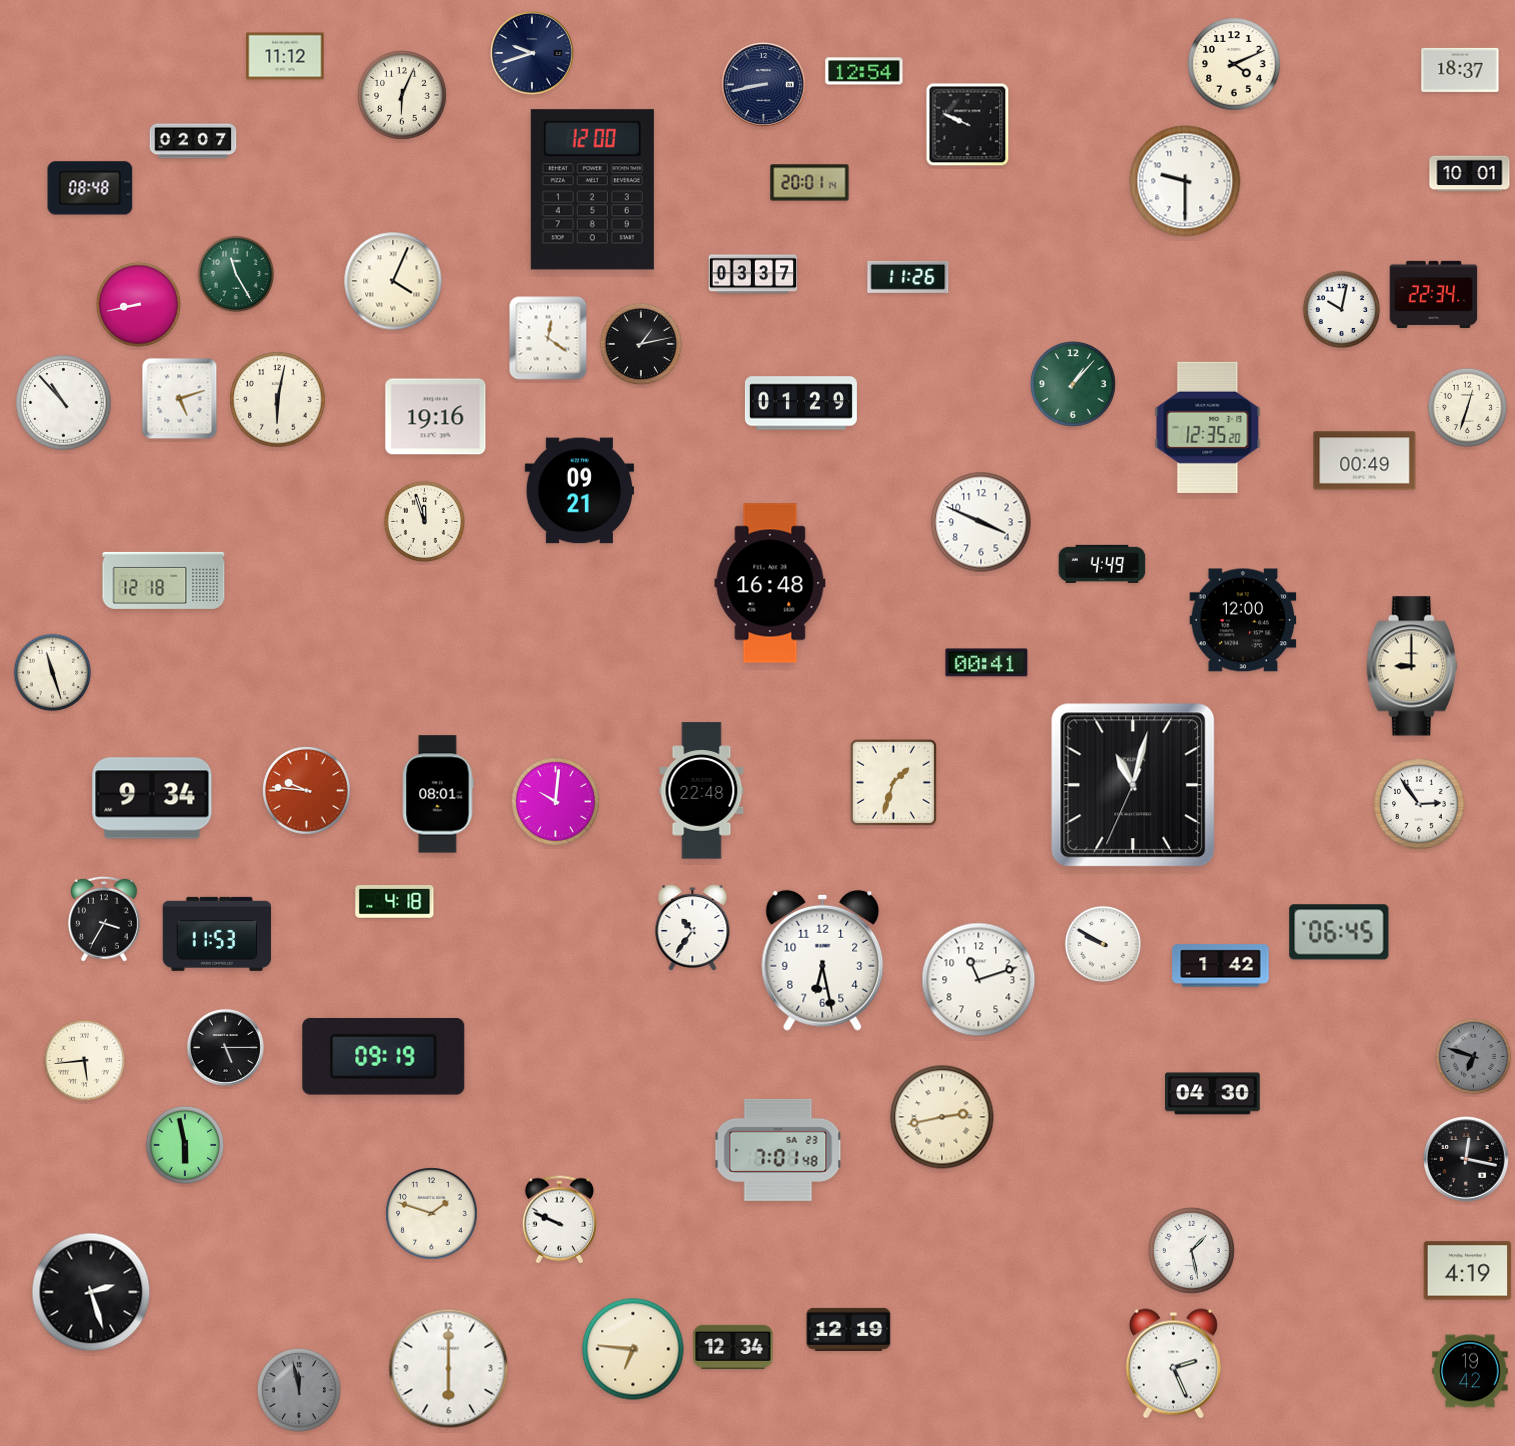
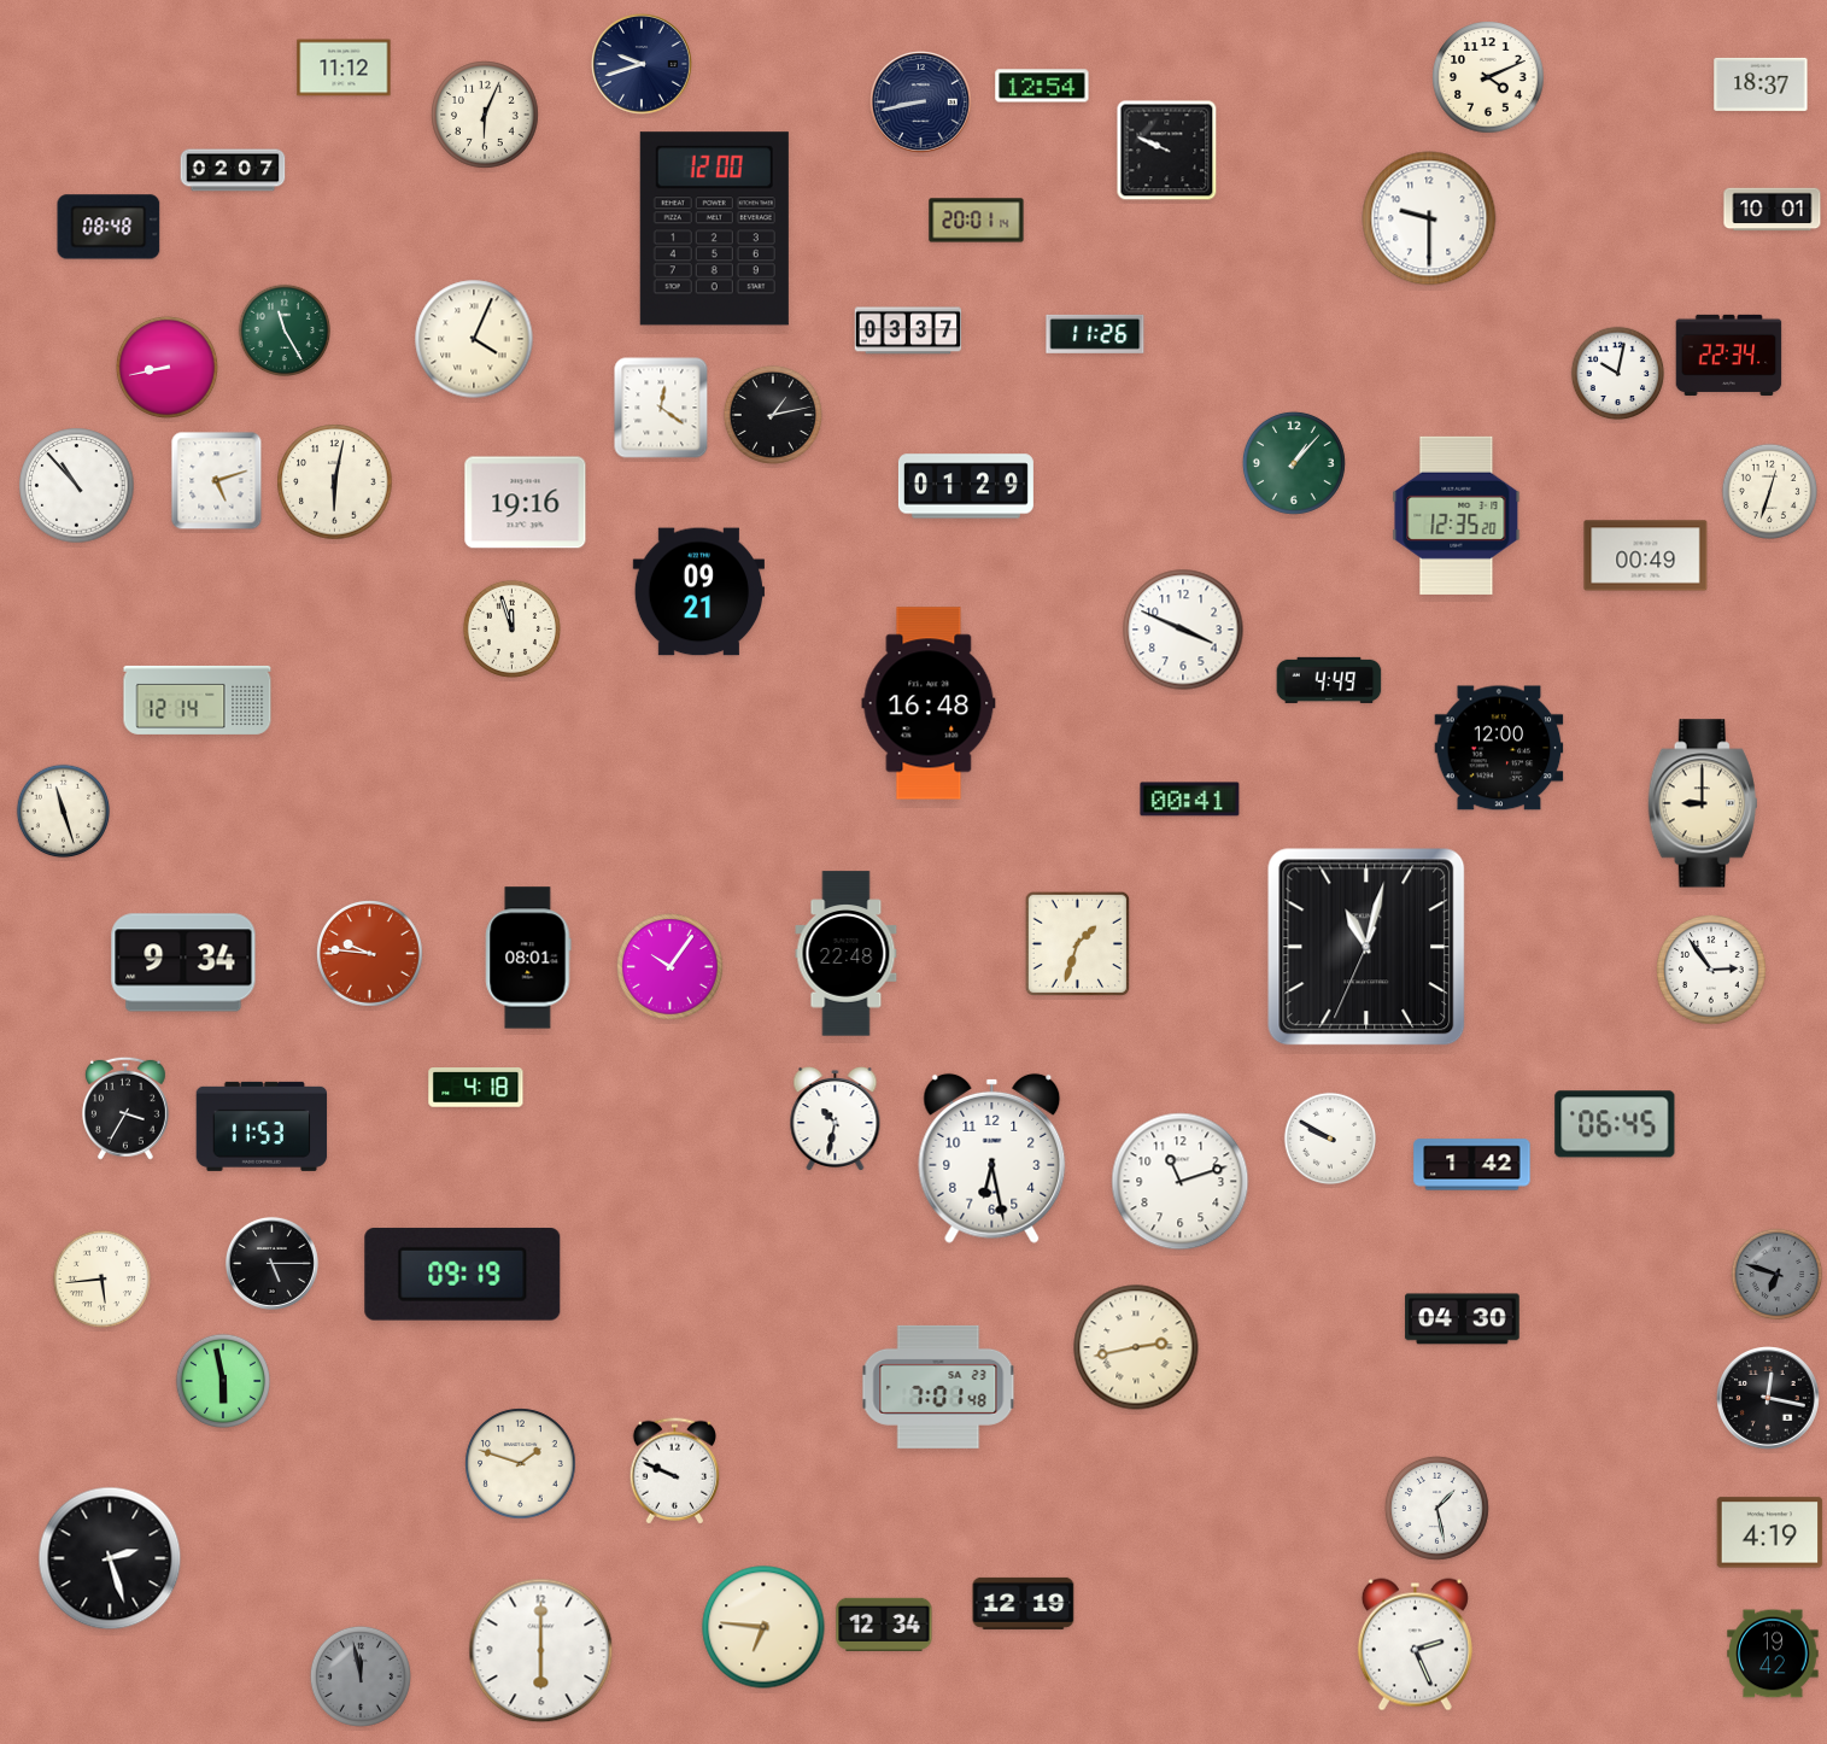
clock at (164, 580): 12:18 -> 12:14
clock at (556, 802): 10:01 -> 10:06
clock at (693, 928): 10:36 -> 10:32
